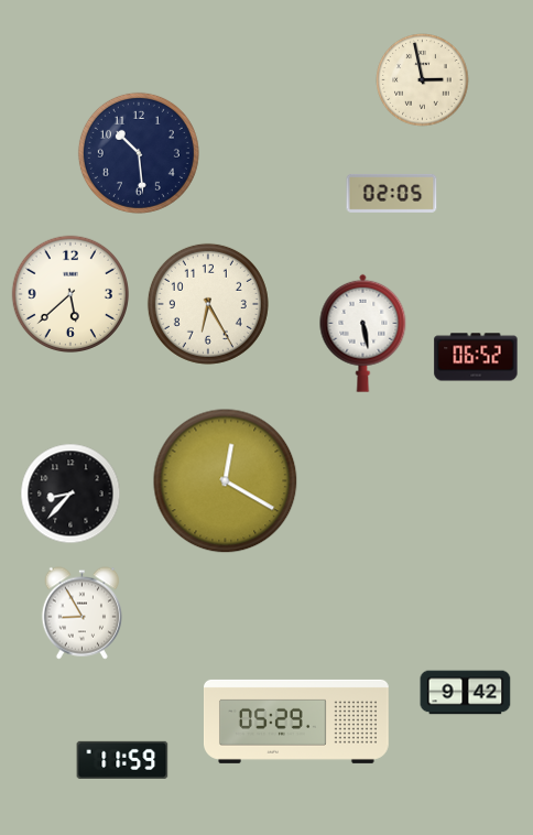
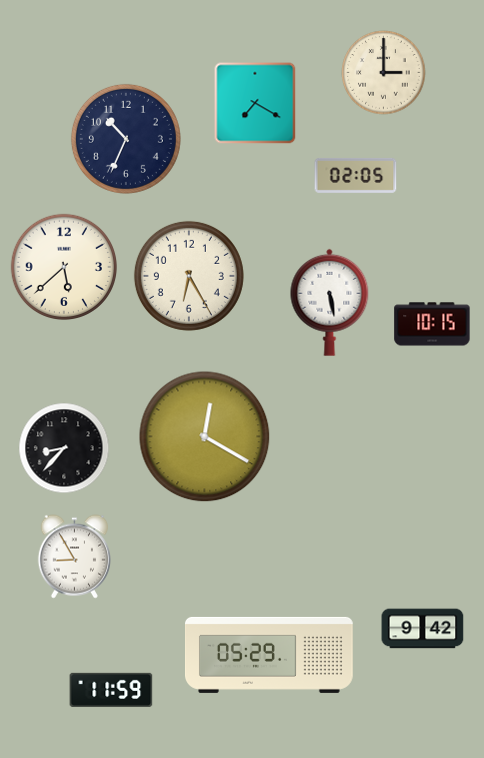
clock at (423, 80): 2:58 -> 3:00
clock at (255, 103): none -> 7:20
clock at (139, 153): 10:29 -> 10:34
clock at (476, 357): 06:52 -> 10:15
